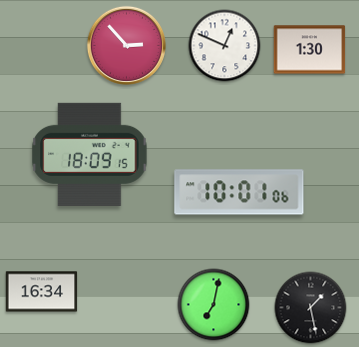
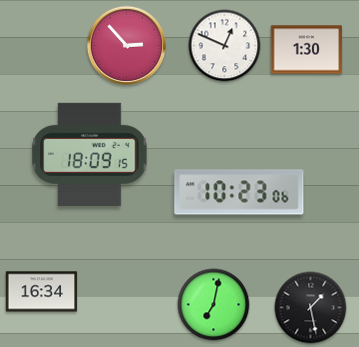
clock at (310, 50) position: (310, 50) -> (307, 50)
clock at (239, 192): 10:01 -> 10:23
